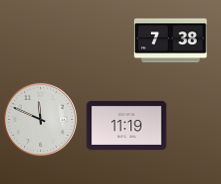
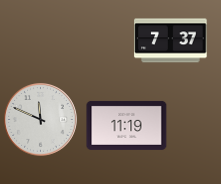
clock at (171, 41): 7:38 -> 7:37
